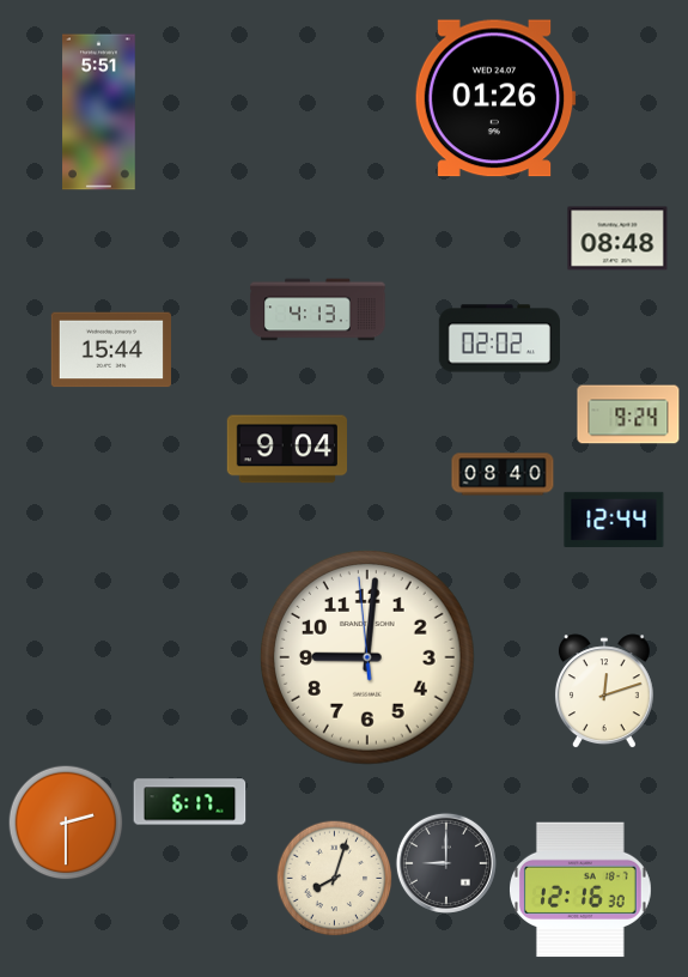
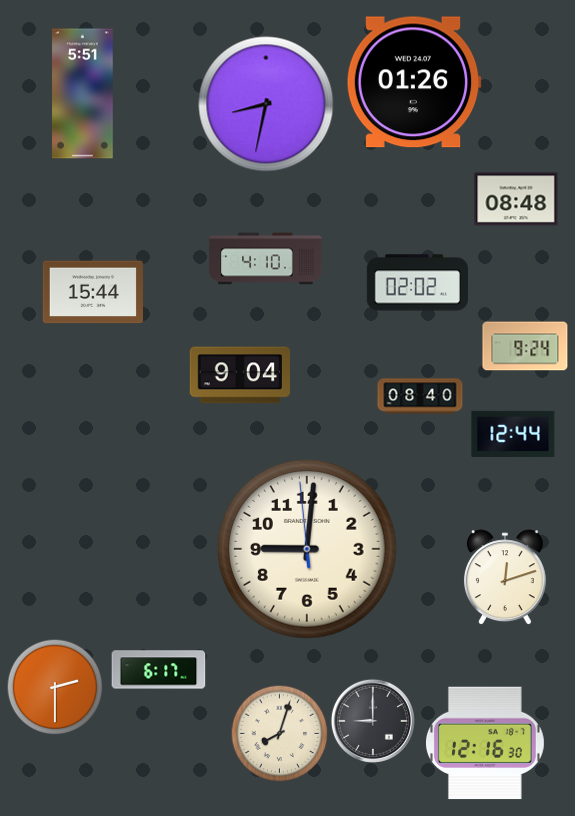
clock at (266, 104): none -> 8:32
clock at (318, 310): 4:13 -> 4:10
